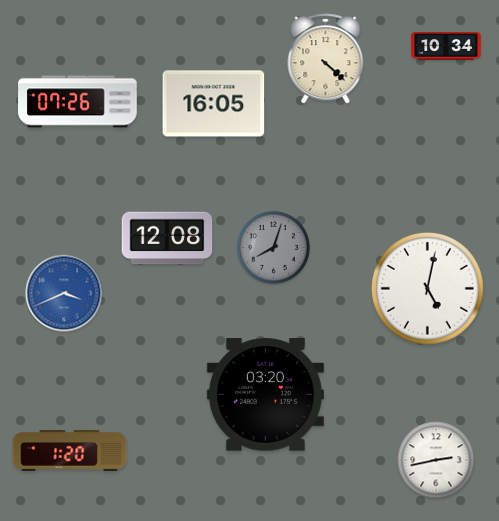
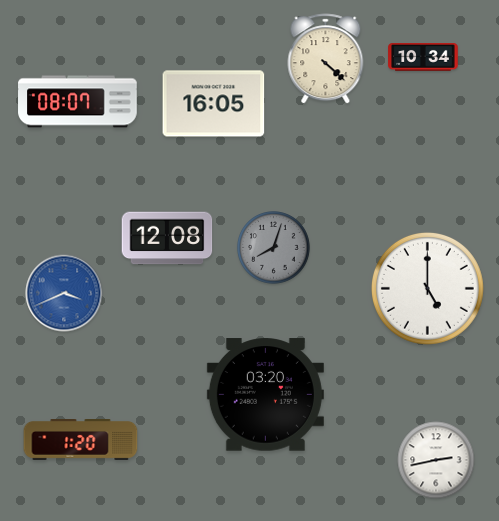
clock at (446, 47) position: (446, 47) -> (423, 58)
clock at (78, 102): 07:26 -> 08:07
clock at (427, 288): 5:02 -> 5:00
clock at (70, 451) position: (70, 451) -> (81, 440)
